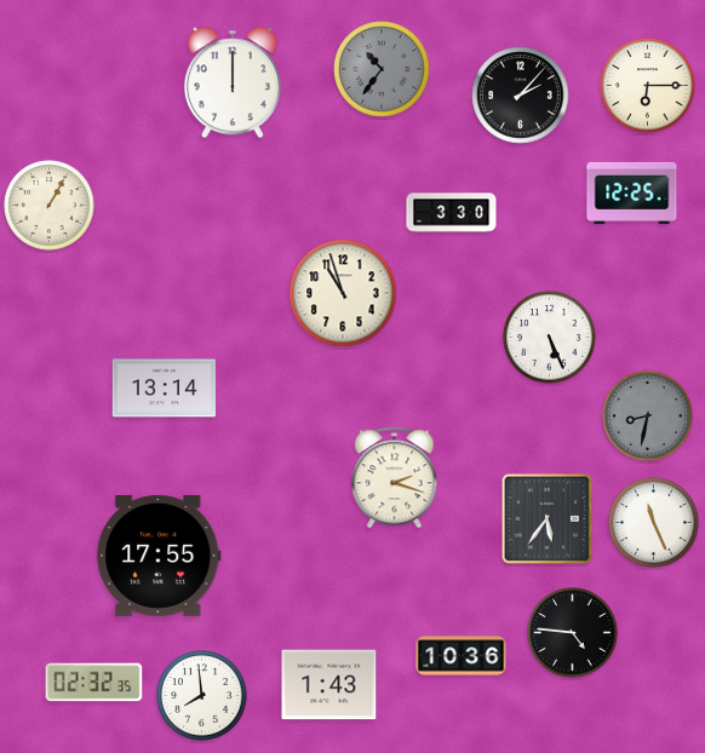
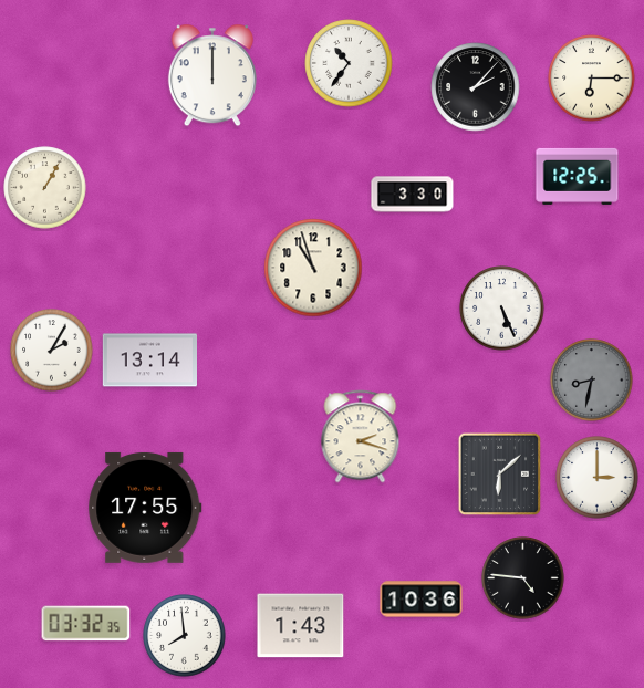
clock at (382, 69) dial: grey -> white
clock at (52, 351): none -> 2:05
clock at (164, 389) position: (164, 389) -> (149, 361)
clock at (548, 519): 5:36 -> 6:08
clock at (654, 523): 11:26 -> 3:00
clock at (94, 683): 02:32 -> 03:32
